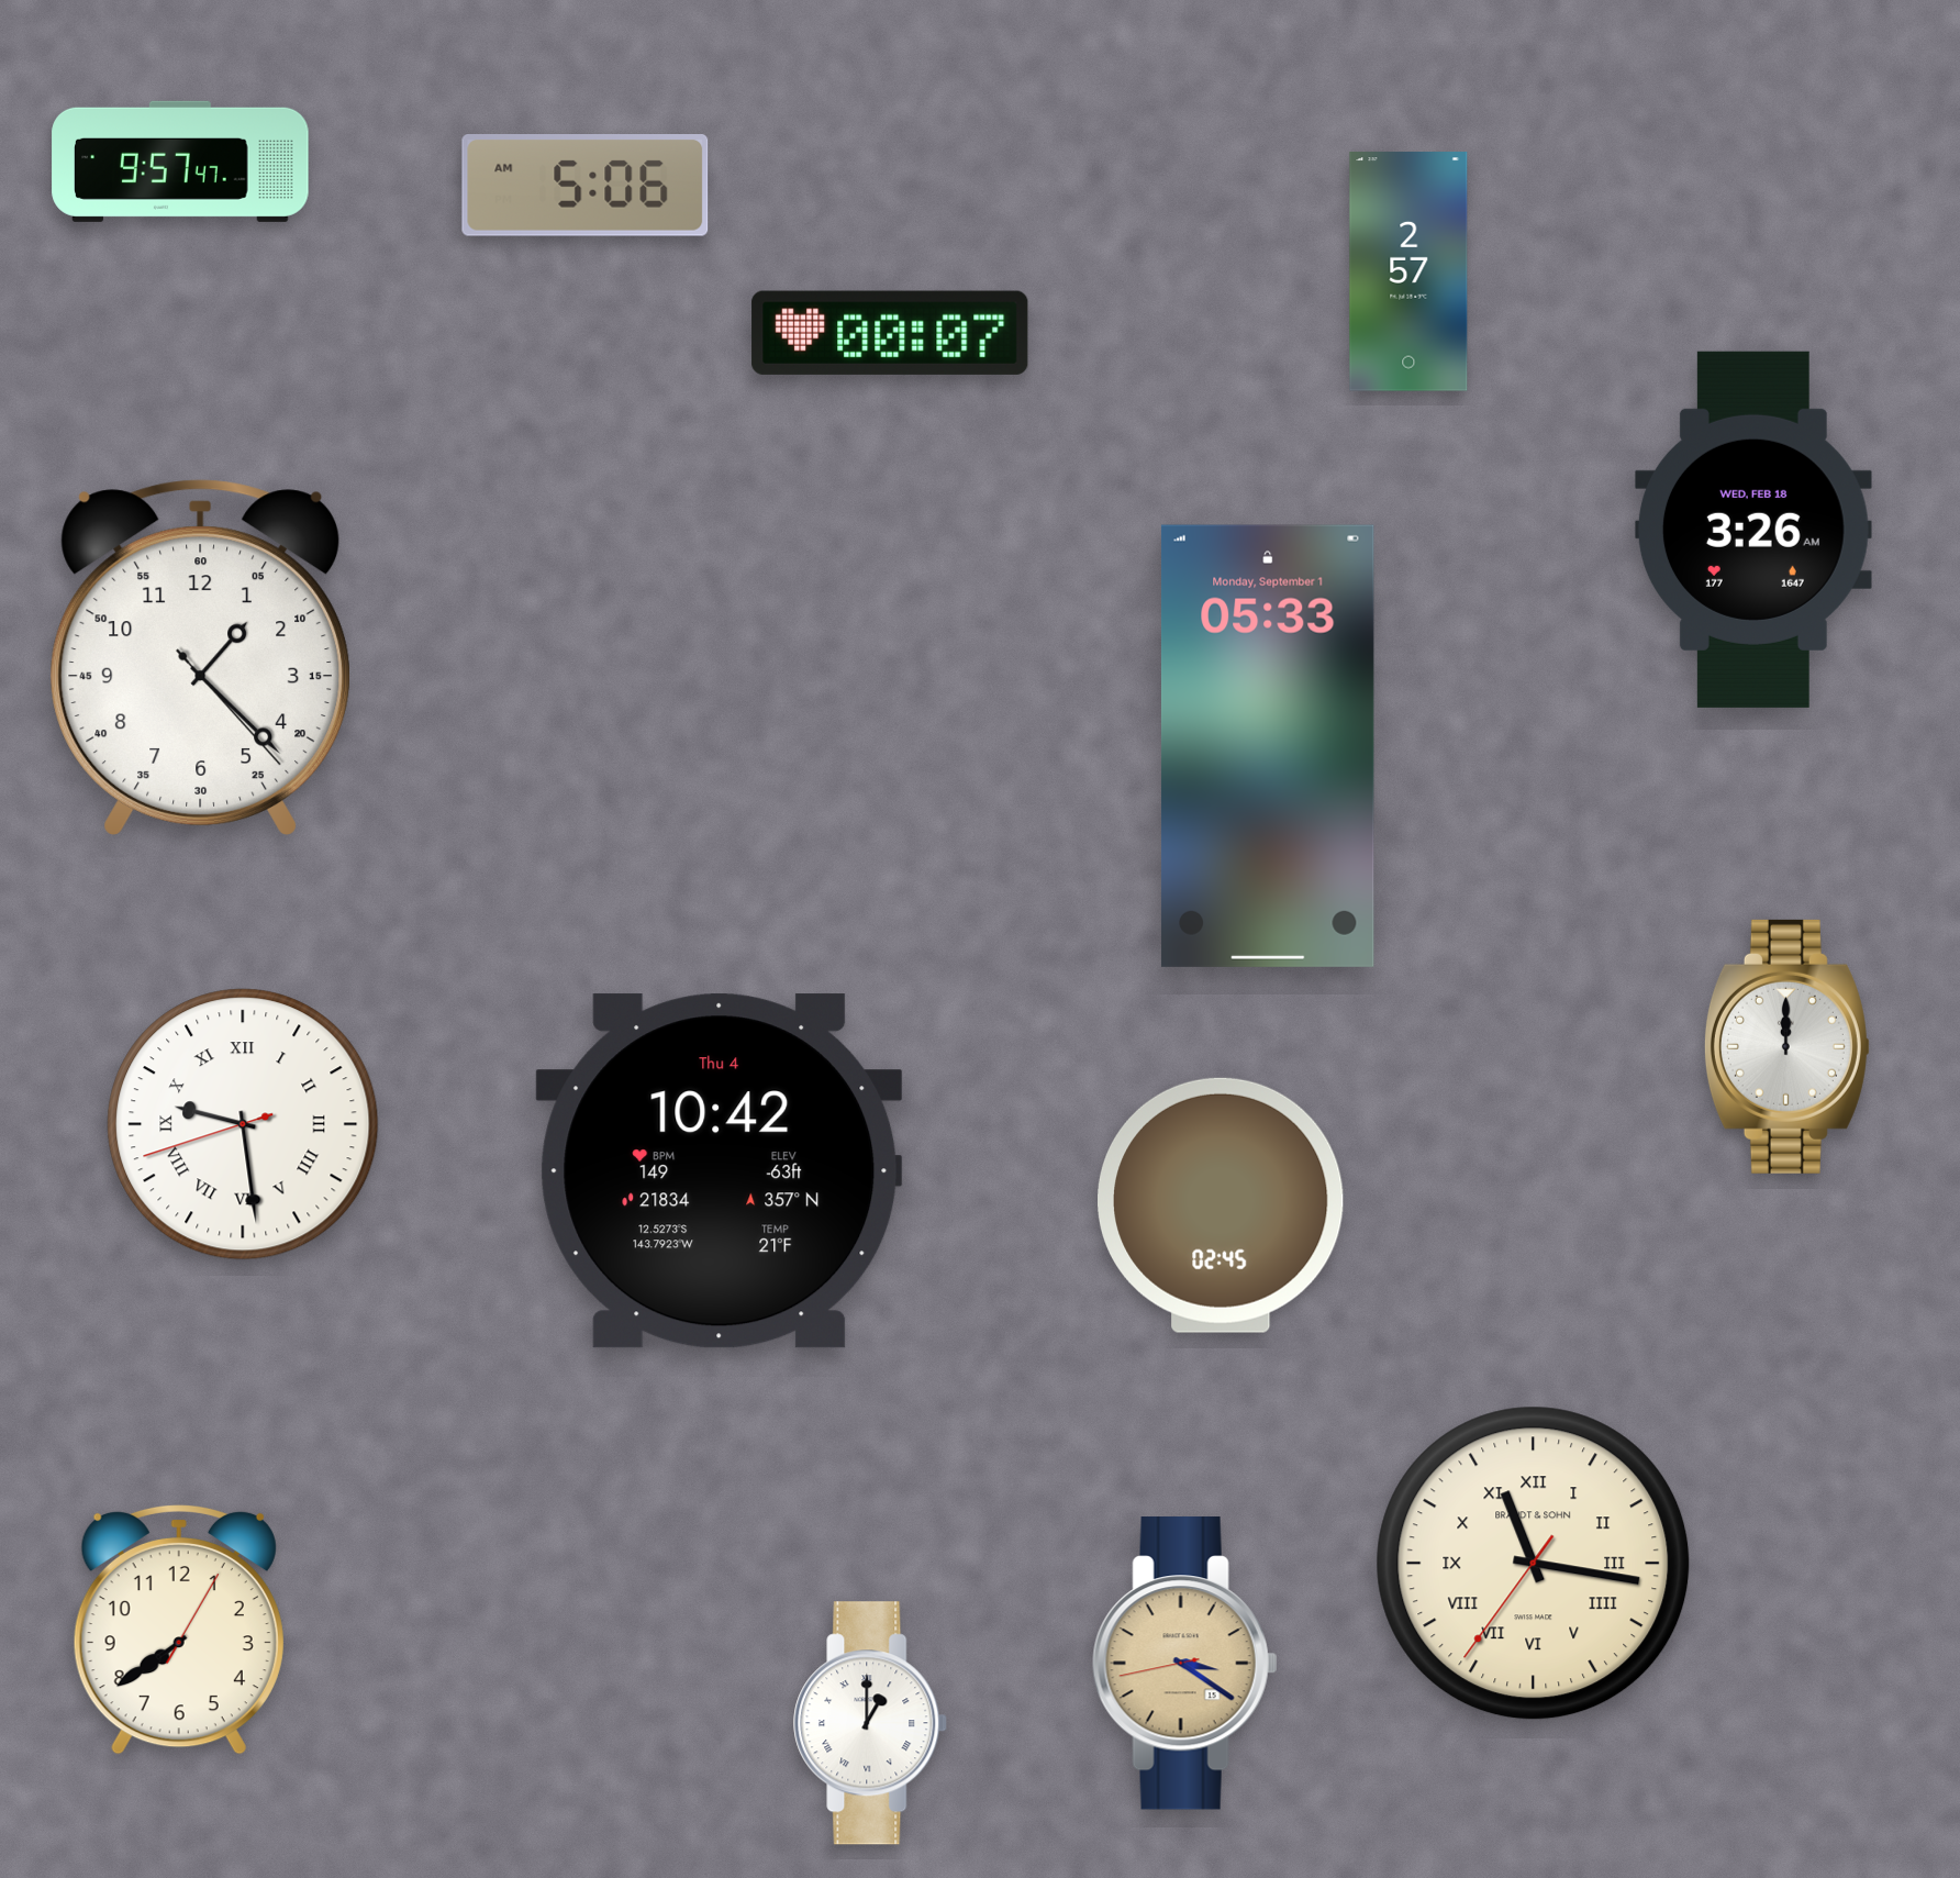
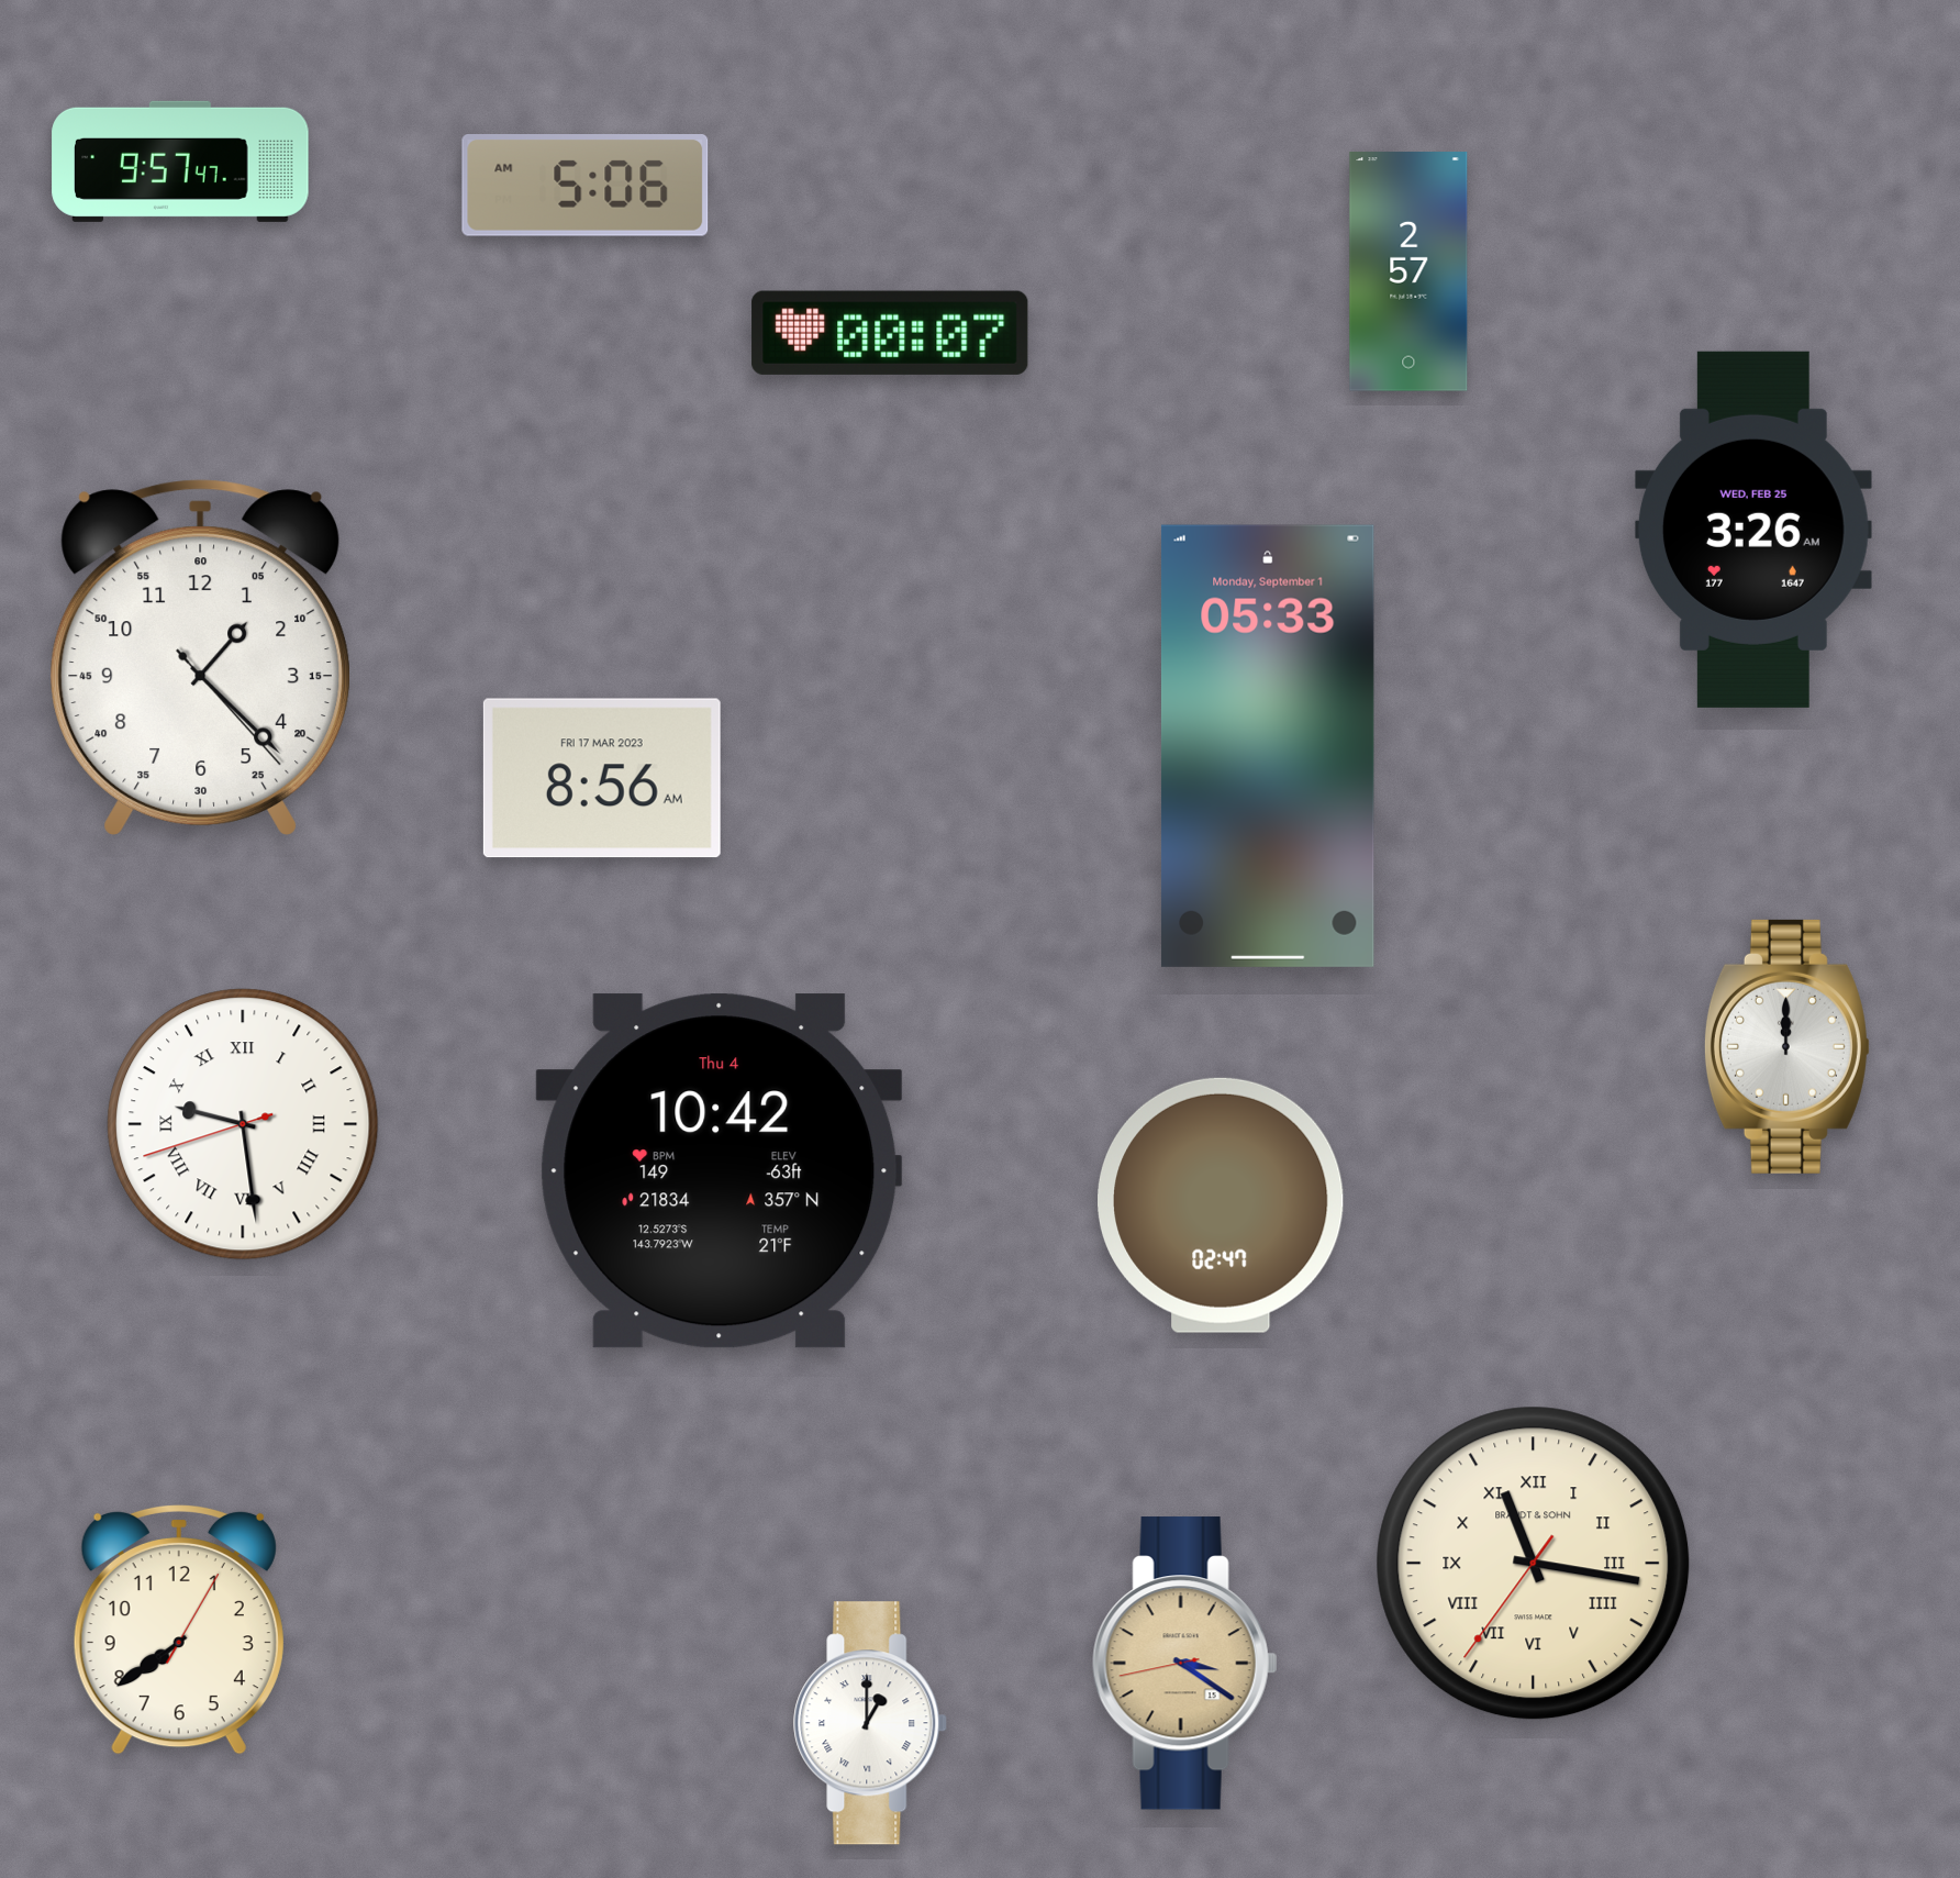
clock at (1753, 530) date: WED, FEB 18 -> WED, FEB 25
clock at (602, 778): none -> 8:56
clock at (1221, 1205): 02:45 -> 02:47
